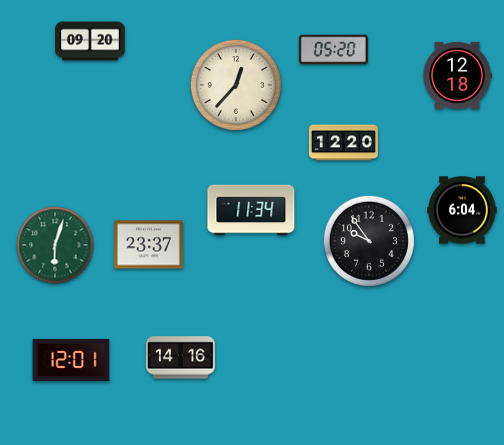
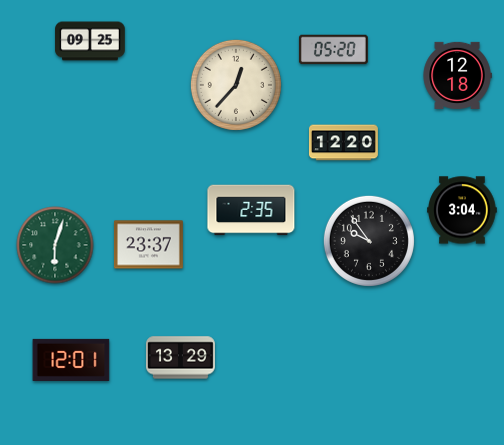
clock at (90, 41): 09:20 -> 09:25
clock at (251, 210): 11:34 -> 2:35
clock at (462, 210): 6:04 -> 3:04
clock at (180, 358): 14:16 -> 13:29
